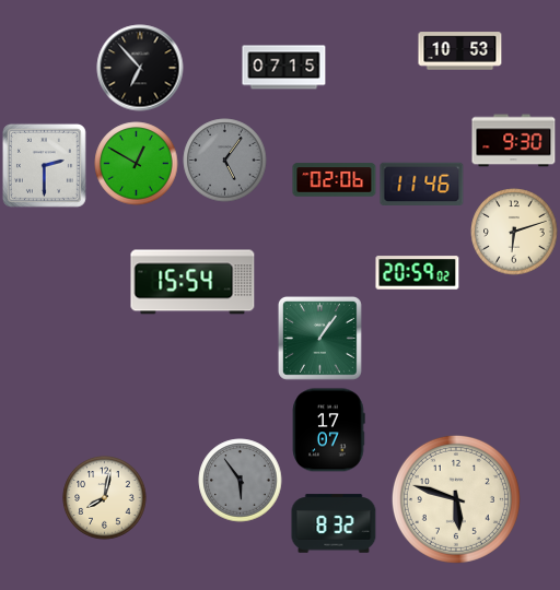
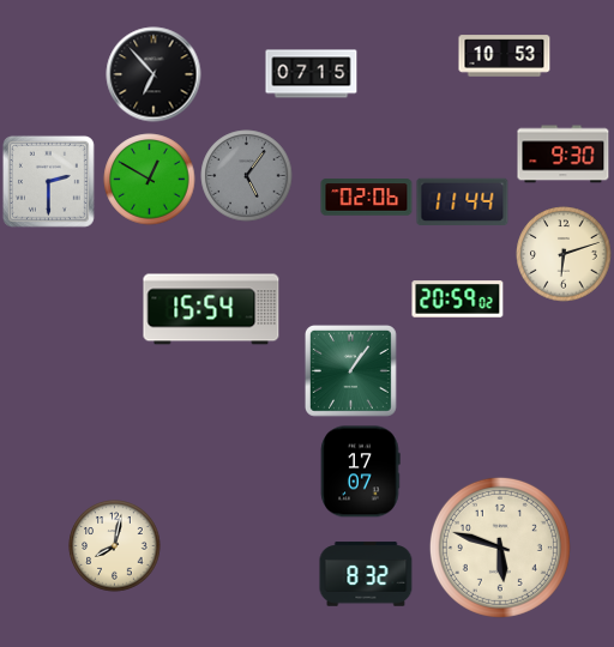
clock at (422, 185): 11:46 -> 11:44
clock at (241, 481): 5:54 -> none
